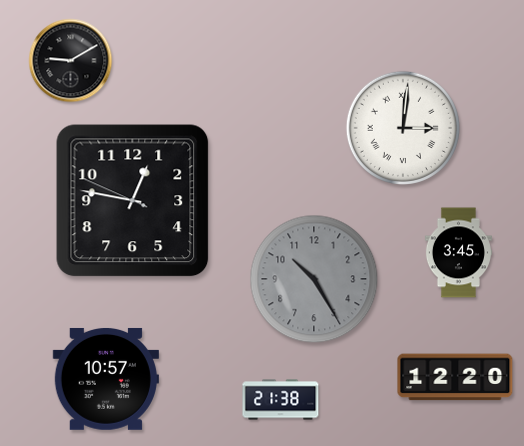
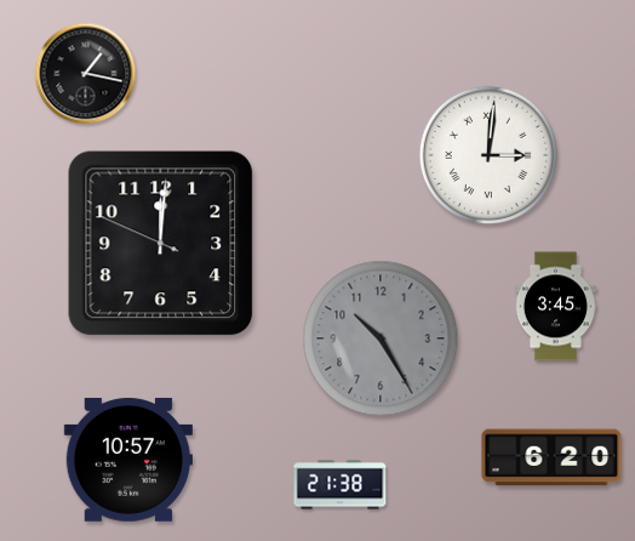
clock at (71, 61): 9:10 -> 1:17
clock at (133, 201): 12:46 -> 12:00
clock at (455, 377): 12:20 -> 6:20
